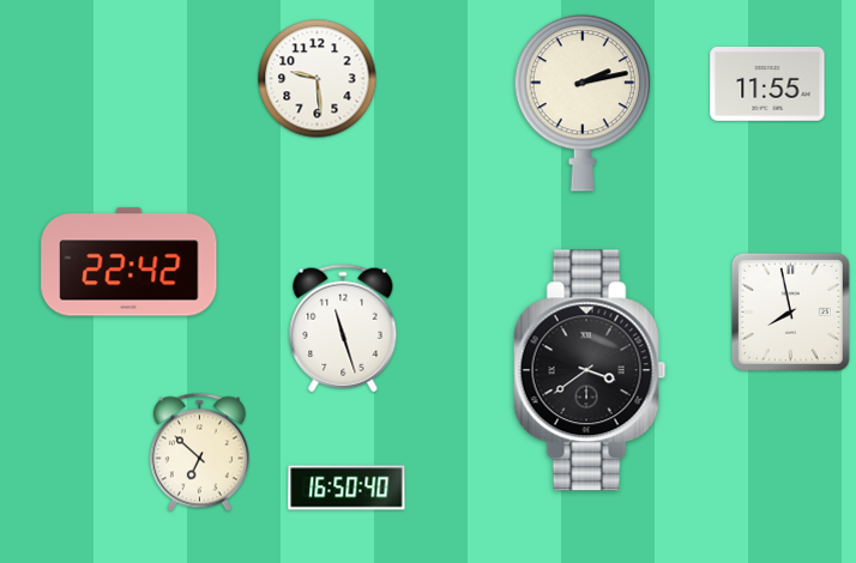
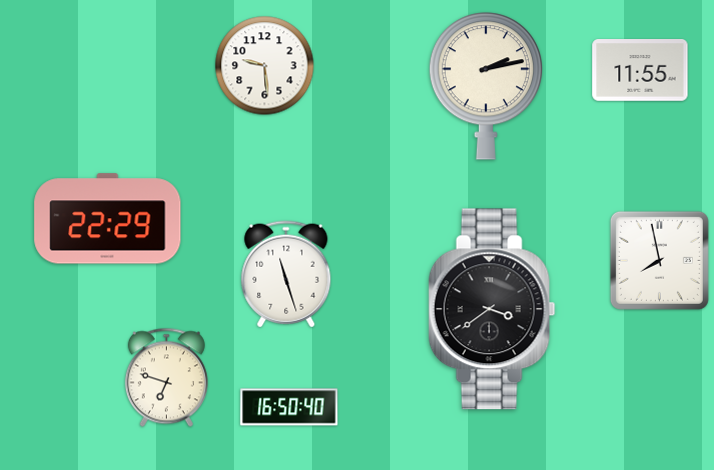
clock at (129, 262): 22:42 -> 22:29
clock at (199, 453): 6:52 -> 6:48
